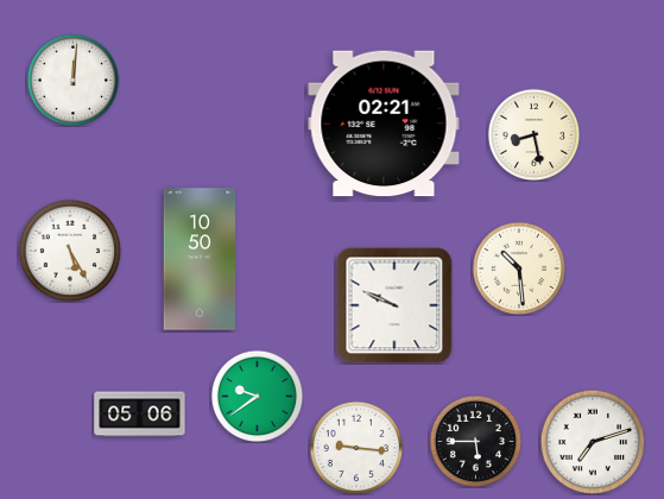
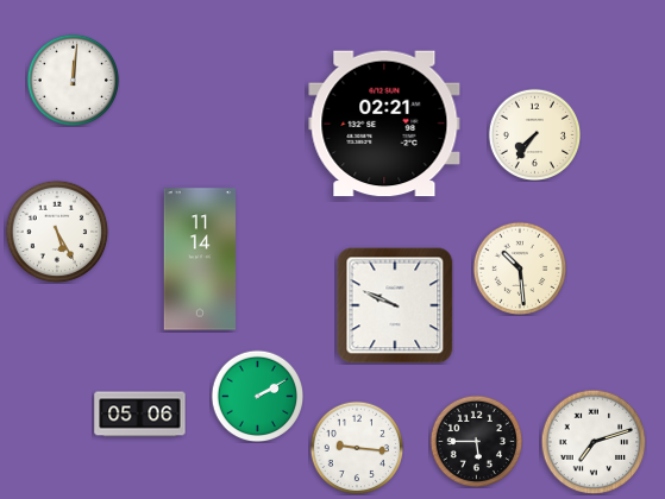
clock at (533, 134): 8:28 -> 7:36
clock at (70, 251) position: (70, 251) -> (57, 232)
clock at (200, 259): 10:50 -> 11:14
clock at (257, 396): 9:39 -> 2:10
